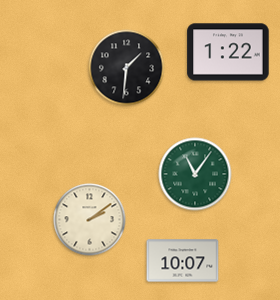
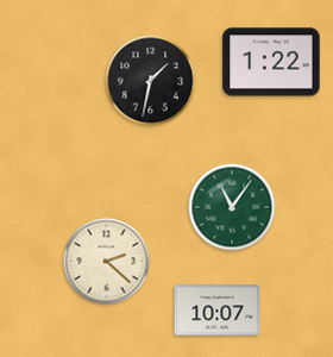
clock at (127, 68): 1:31 -> 1:32
clock at (90, 220): 2:09 -> 2:22
